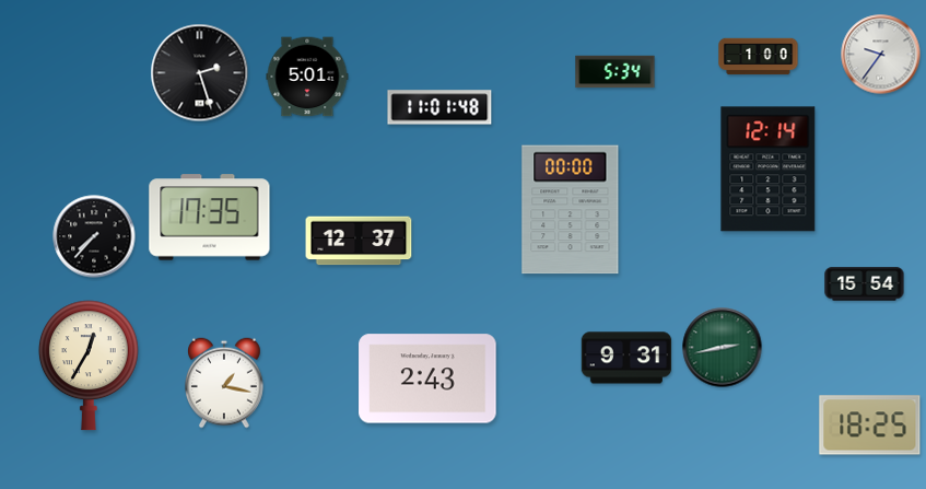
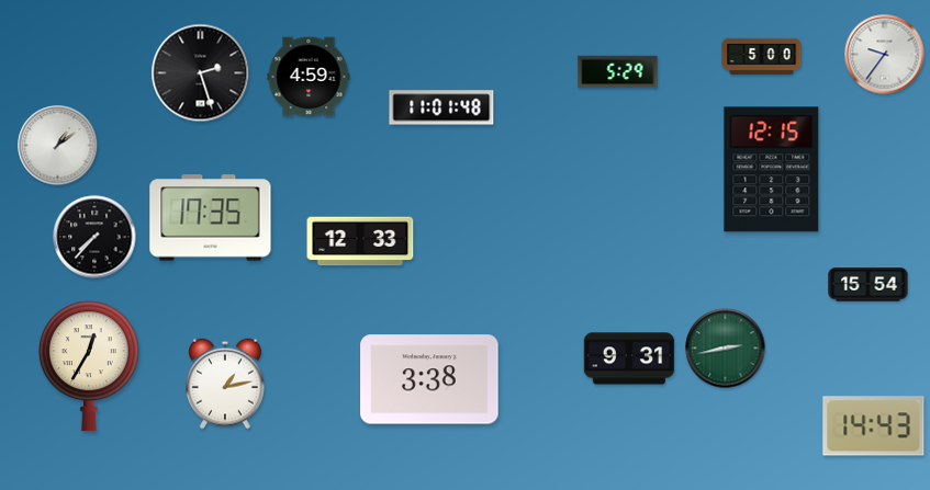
clock at (759, 57): 1:00 -> 5:00
clock at (616, 72): 5:34 -> 5:29
clock at (307, 77): 5:01 -> 4:59
clock at (58, 146): none -> 1:09
clock at (769, 170): 12:14 -> 12:15
clock at (571, 210): 00:00 -> none
clock at (359, 241): 12:37 -> 12:33
clock at (427, 379): 2:43 -> 3:38
clock at (225, 383): 1:17 -> 1:13
clock at (870, 426): 18:25 -> 14:43
